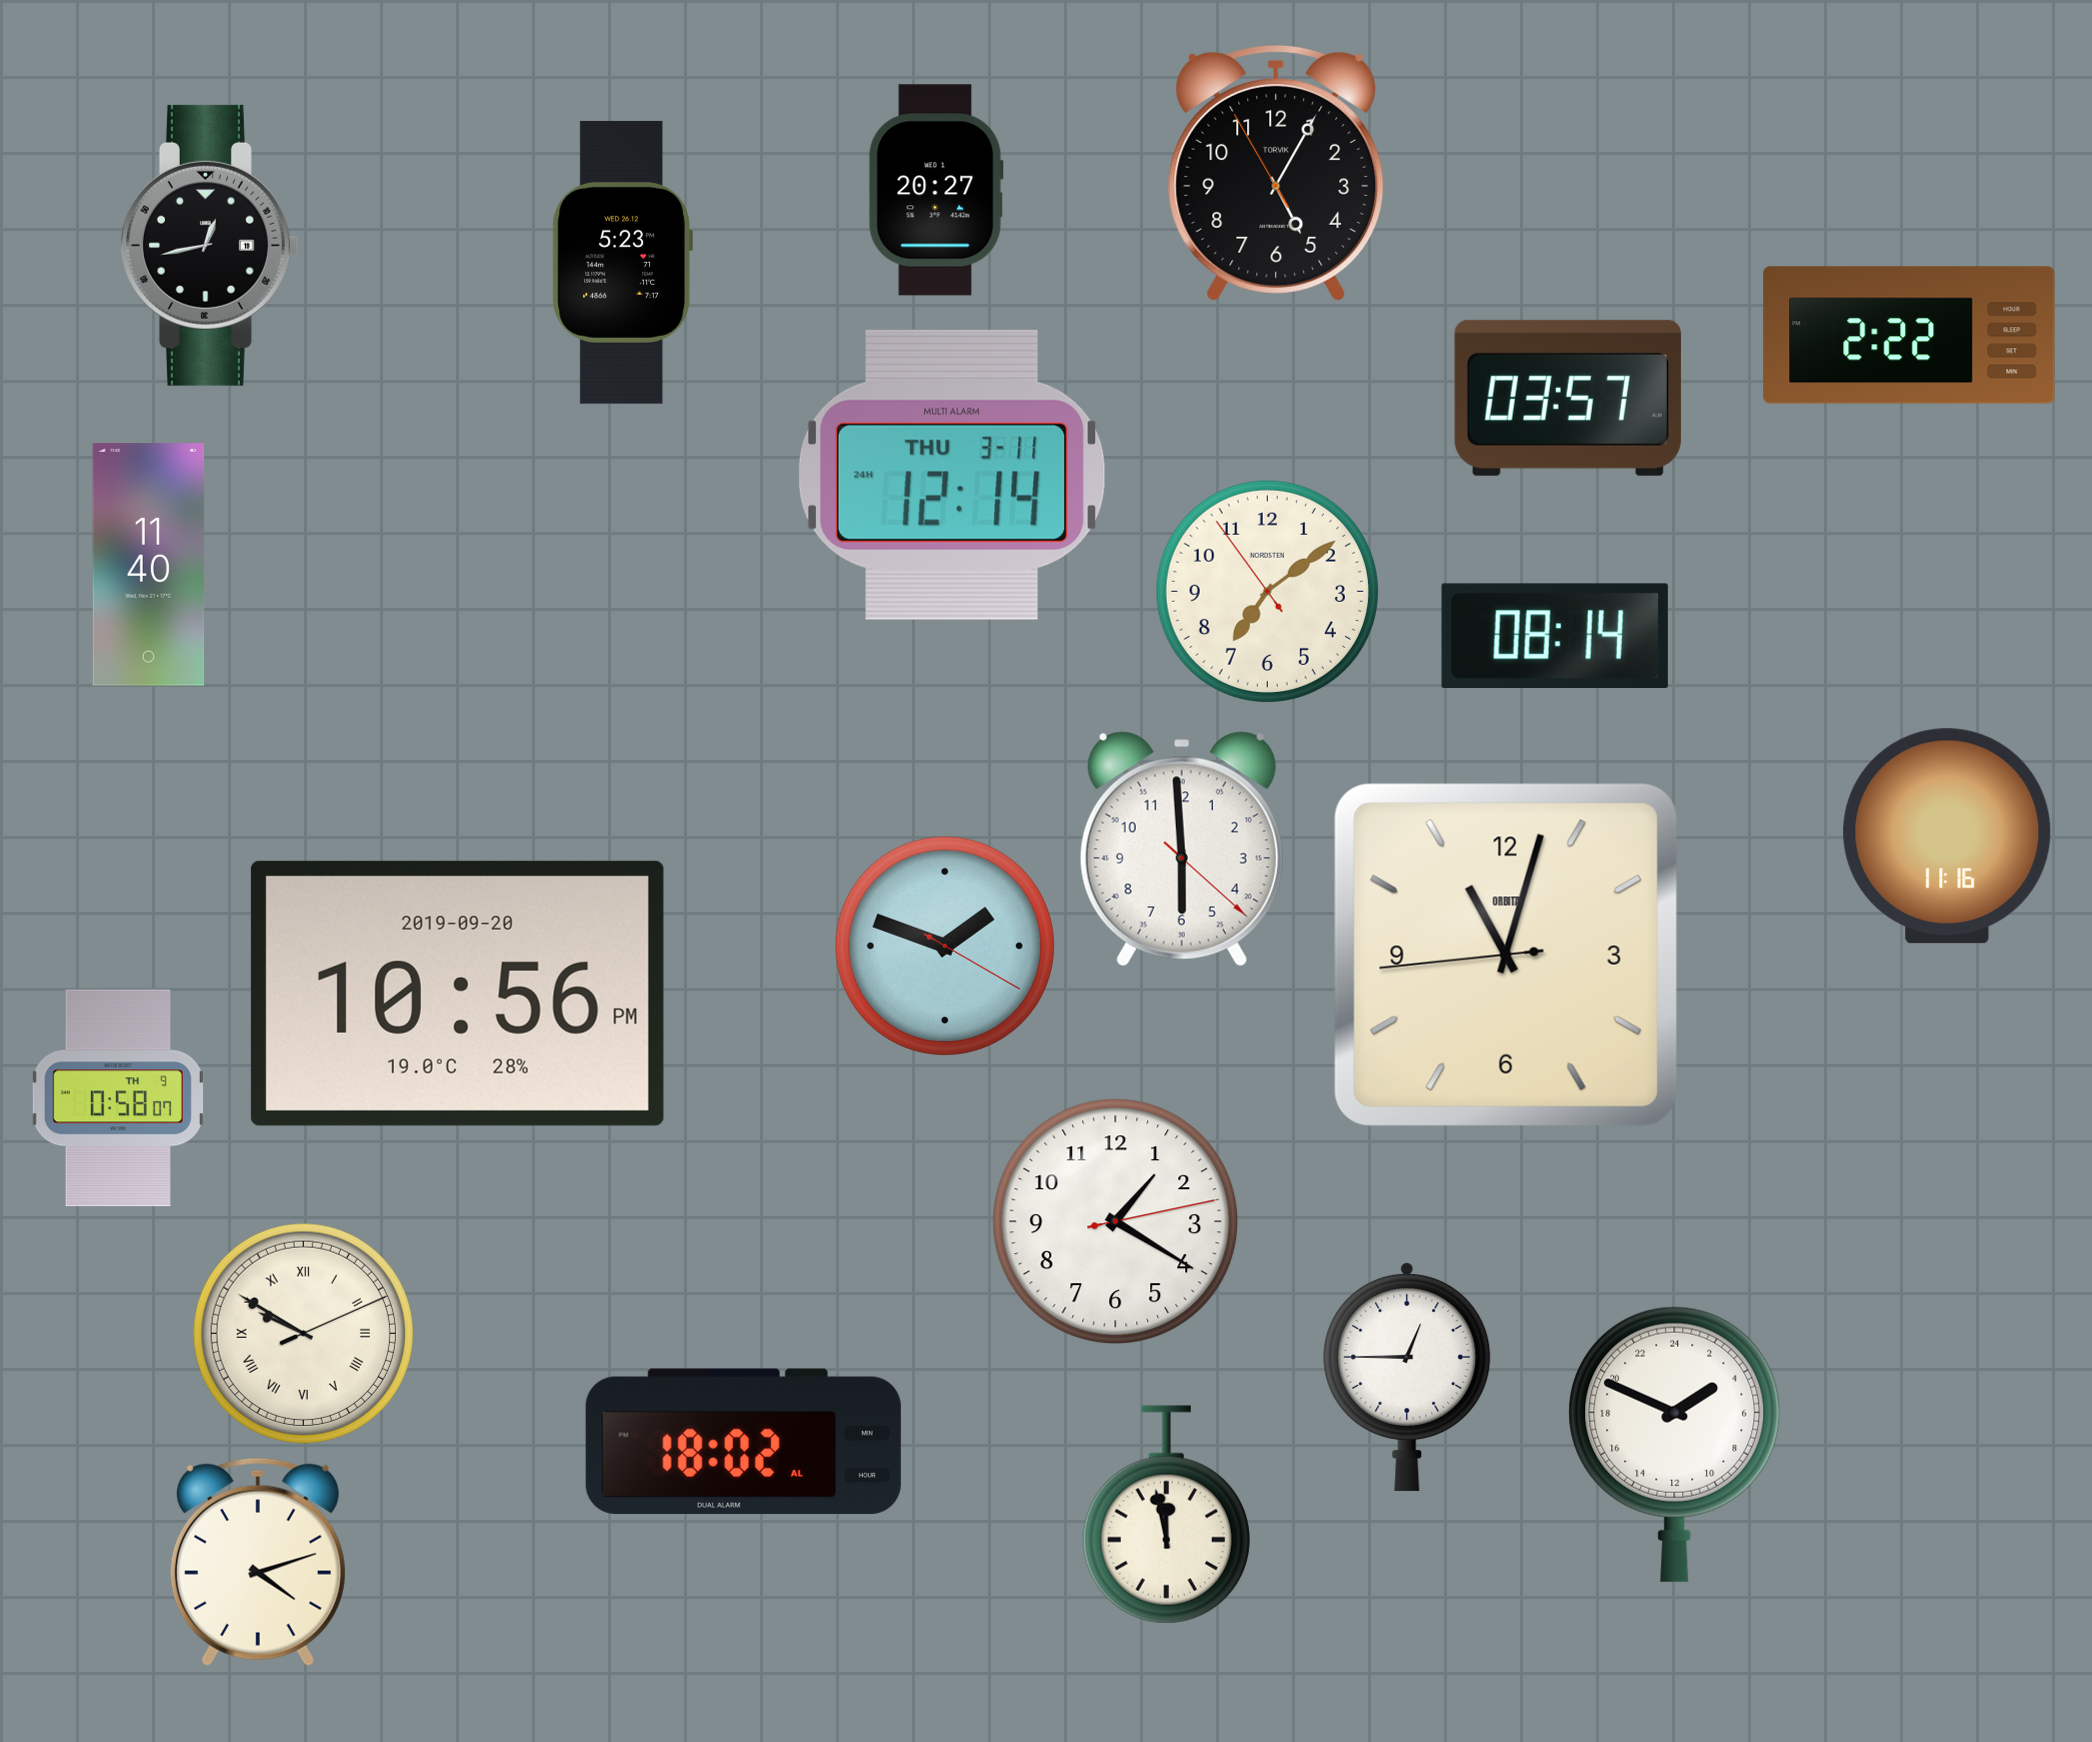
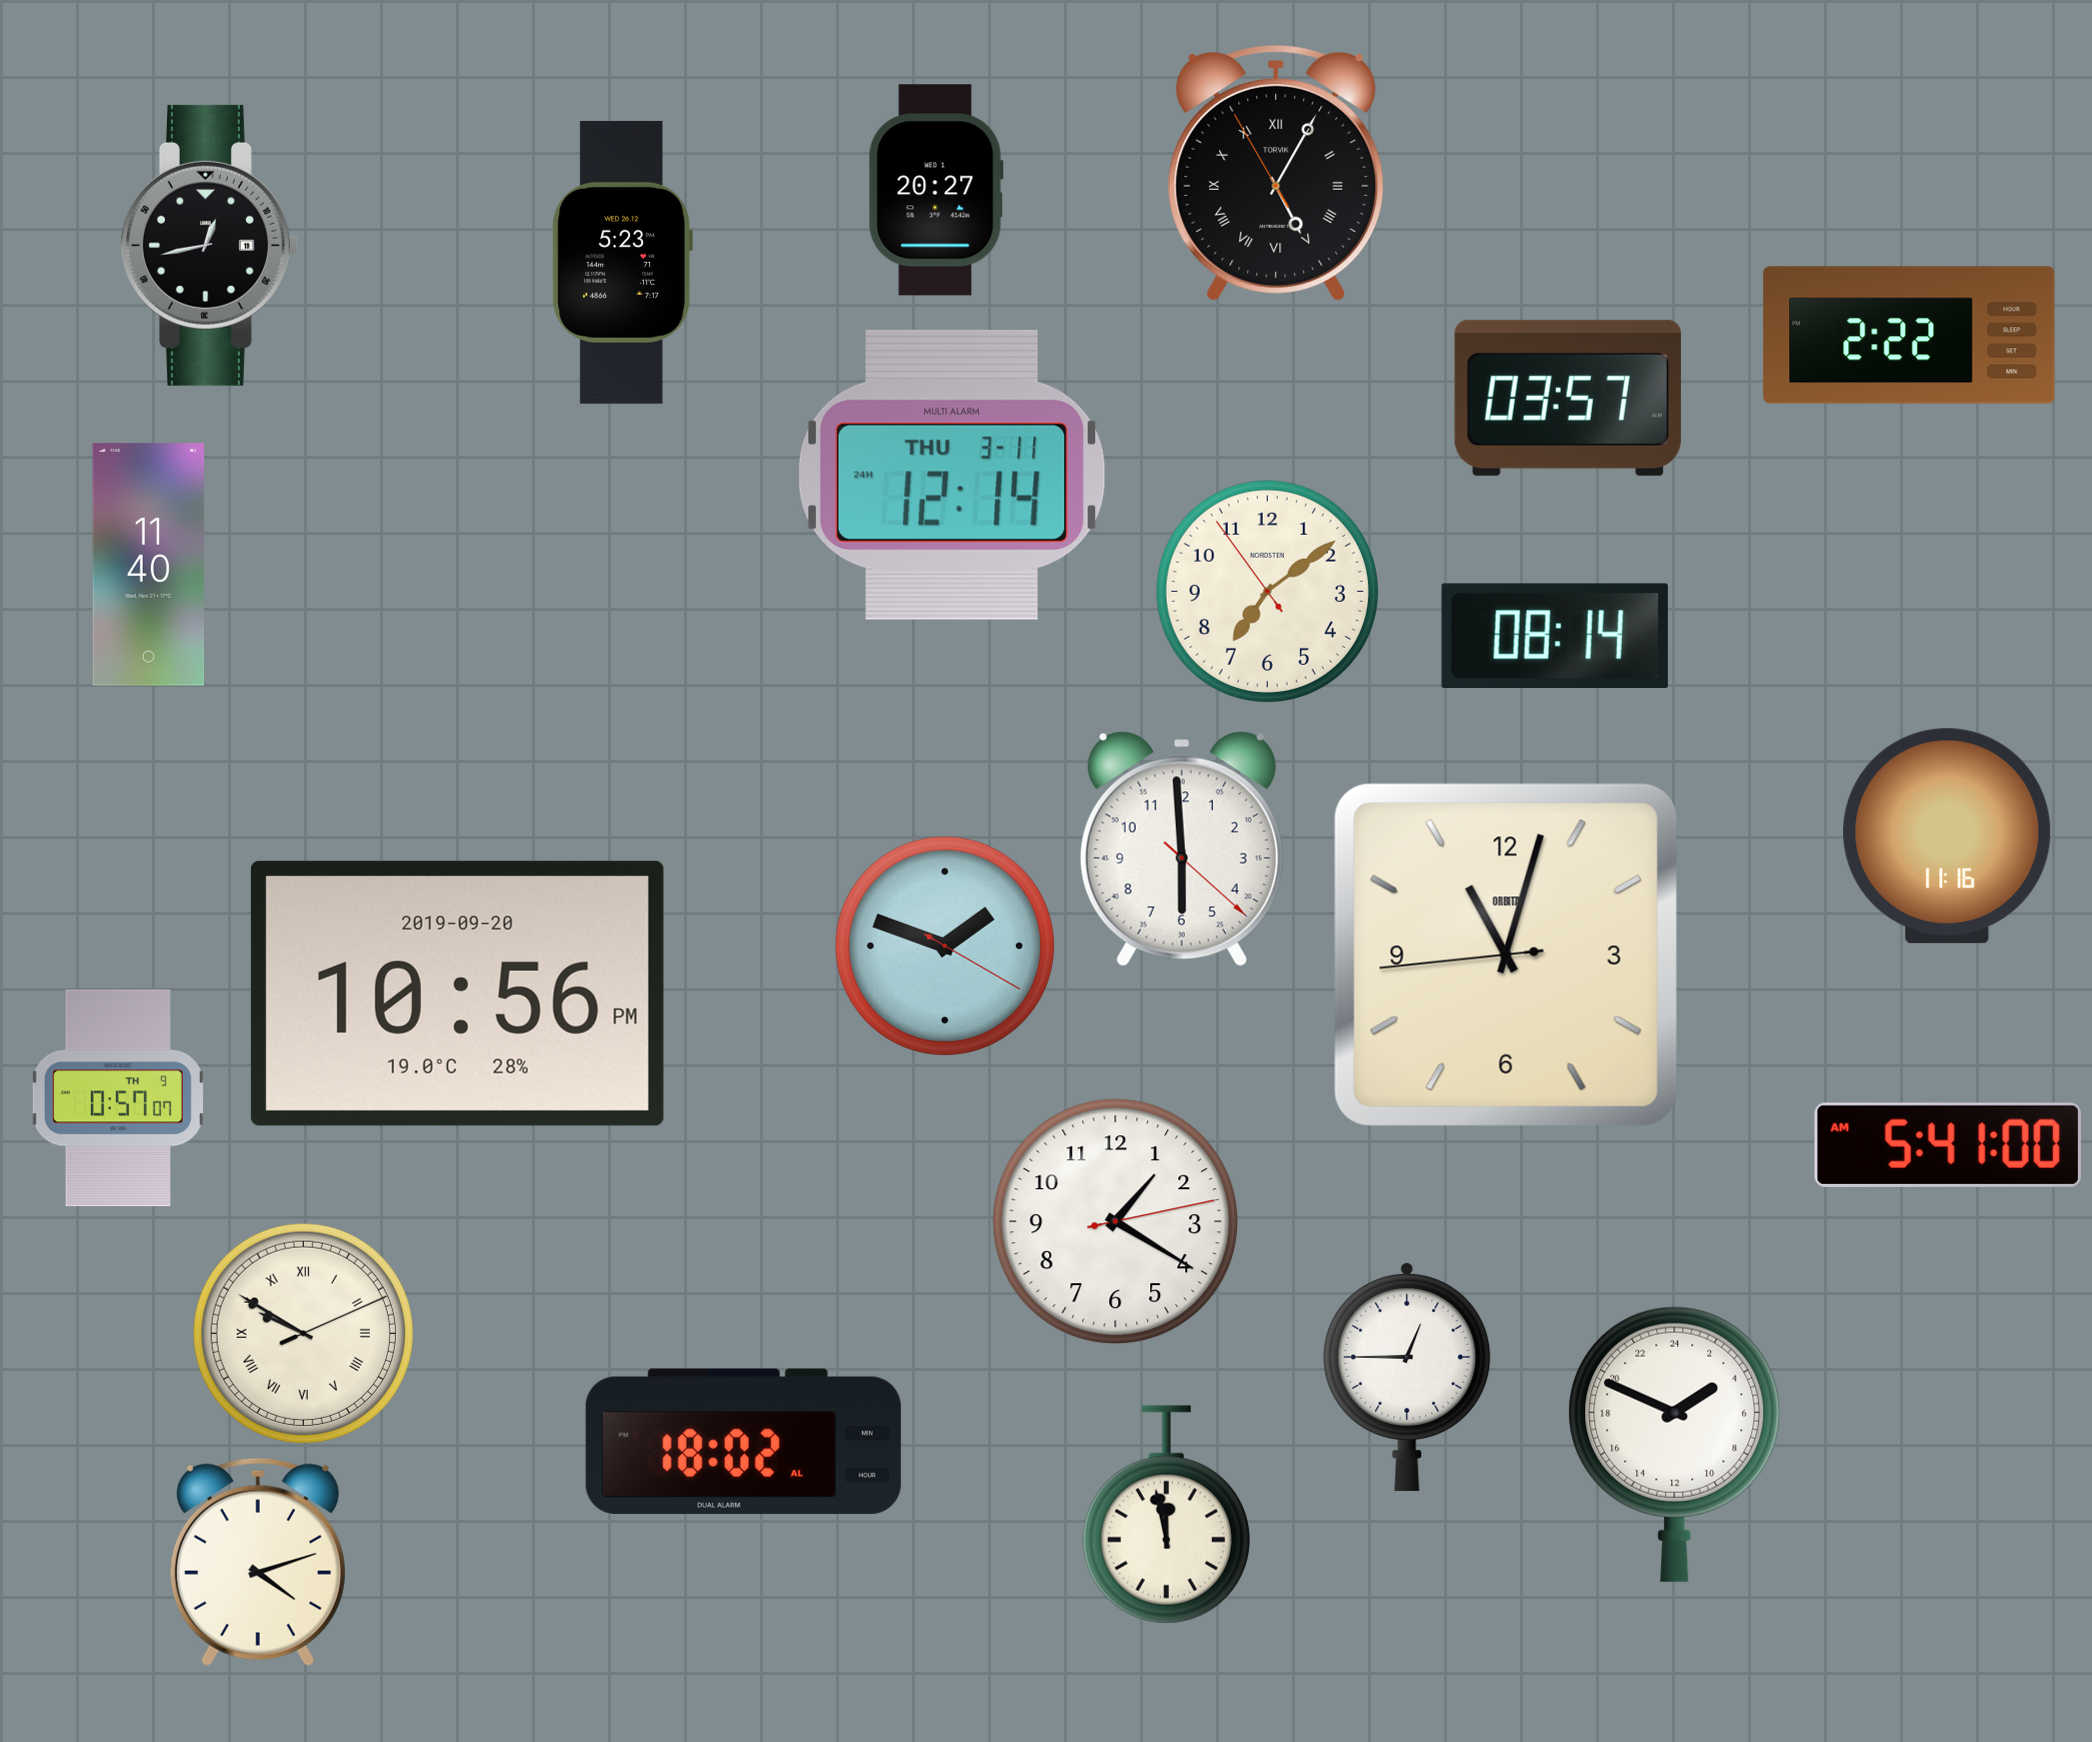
clock at (1276, 173) numerals: Arabic -> Roman
clock at (118, 1098): 0:58 -> 0:57
clock at (1948, 1145): none -> 5:41
